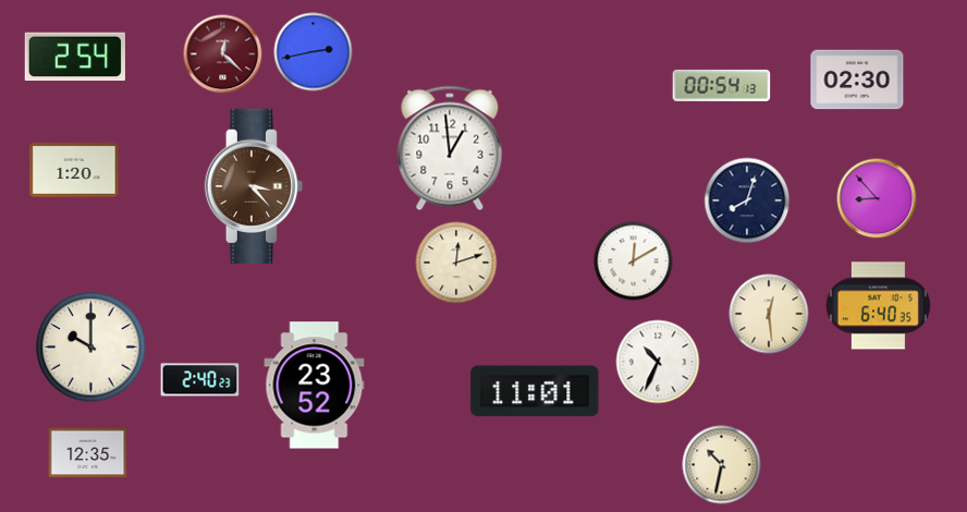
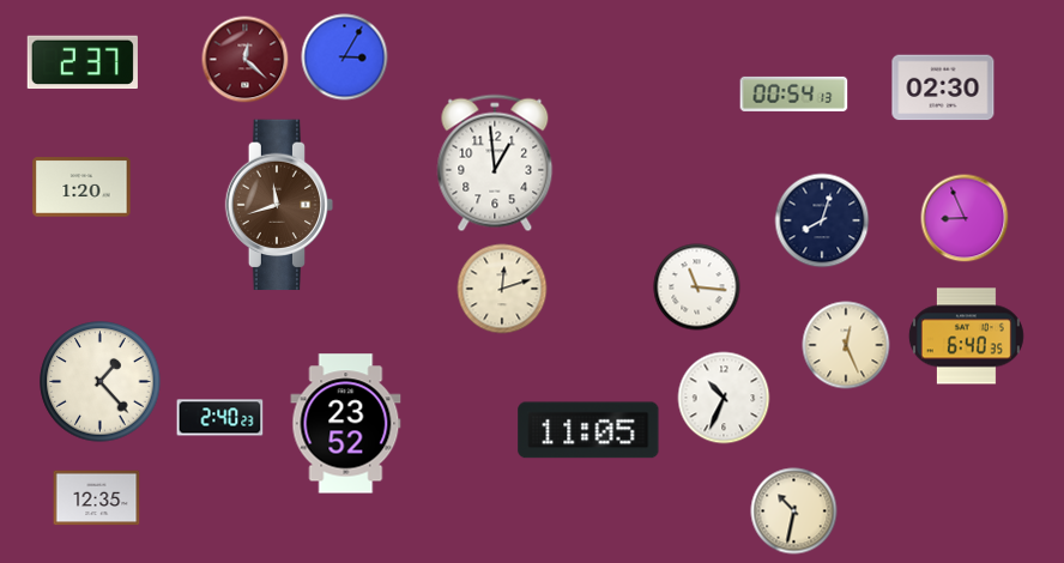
clock at (314, 52): 2:43 -> 3:05
clock at (75, 57): 2:54 -> 2:37
clock at (254, 186): 3:23 -> 11:42
clock at (877, 198): 8:53 -> 8:56
clock at (634, 261): 12:10 -> 11:16
clock at (769, 314): 12:29 -> 12:26
clock at (91, 348): 10:00 -> 1:23
clock at (535, 391): 11:01 -> 11:05
